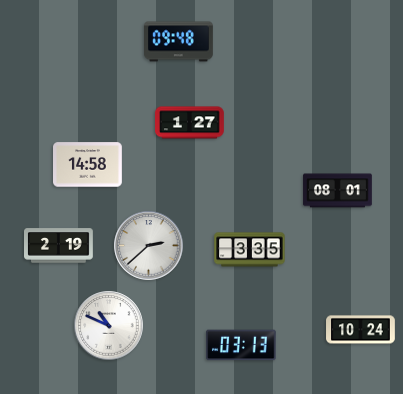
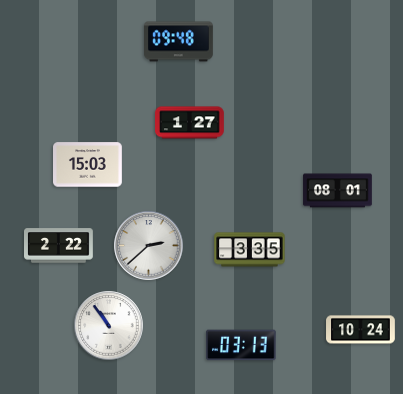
clock at (88, 165): 14:58 -> 15:03
clock at (59, 246): 2:19 -> 2:22
clock at (109, 326): 10:49 -> 10:54
